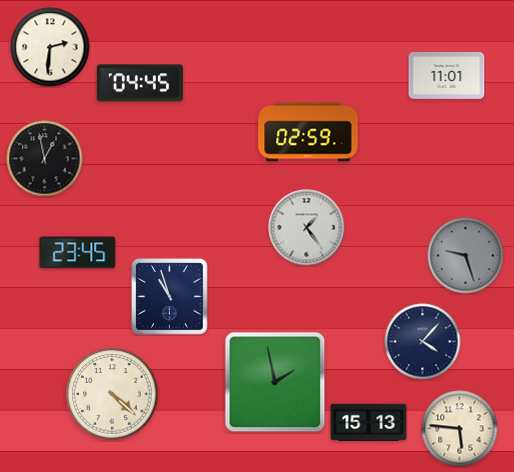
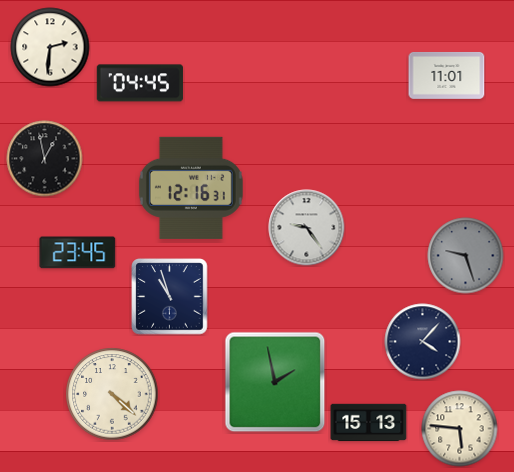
clock at (308, 132): 02:59 -> none
clock at (191, 188): none -> 12:16
clock at (307, 228): 1:24 -> 9:24
